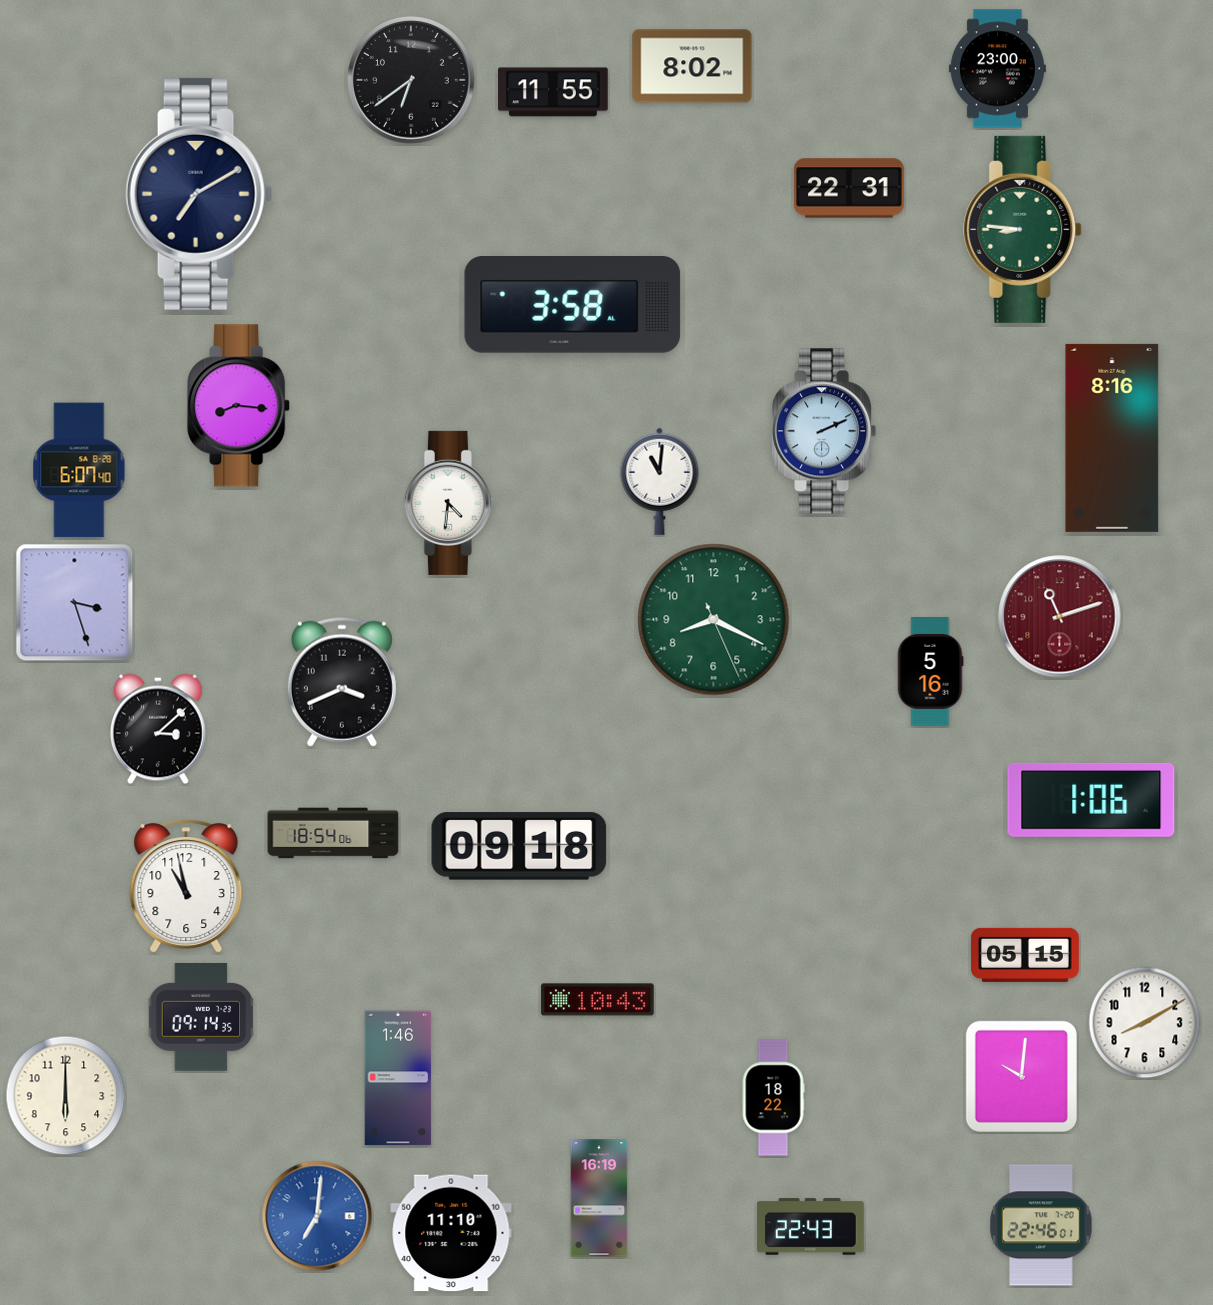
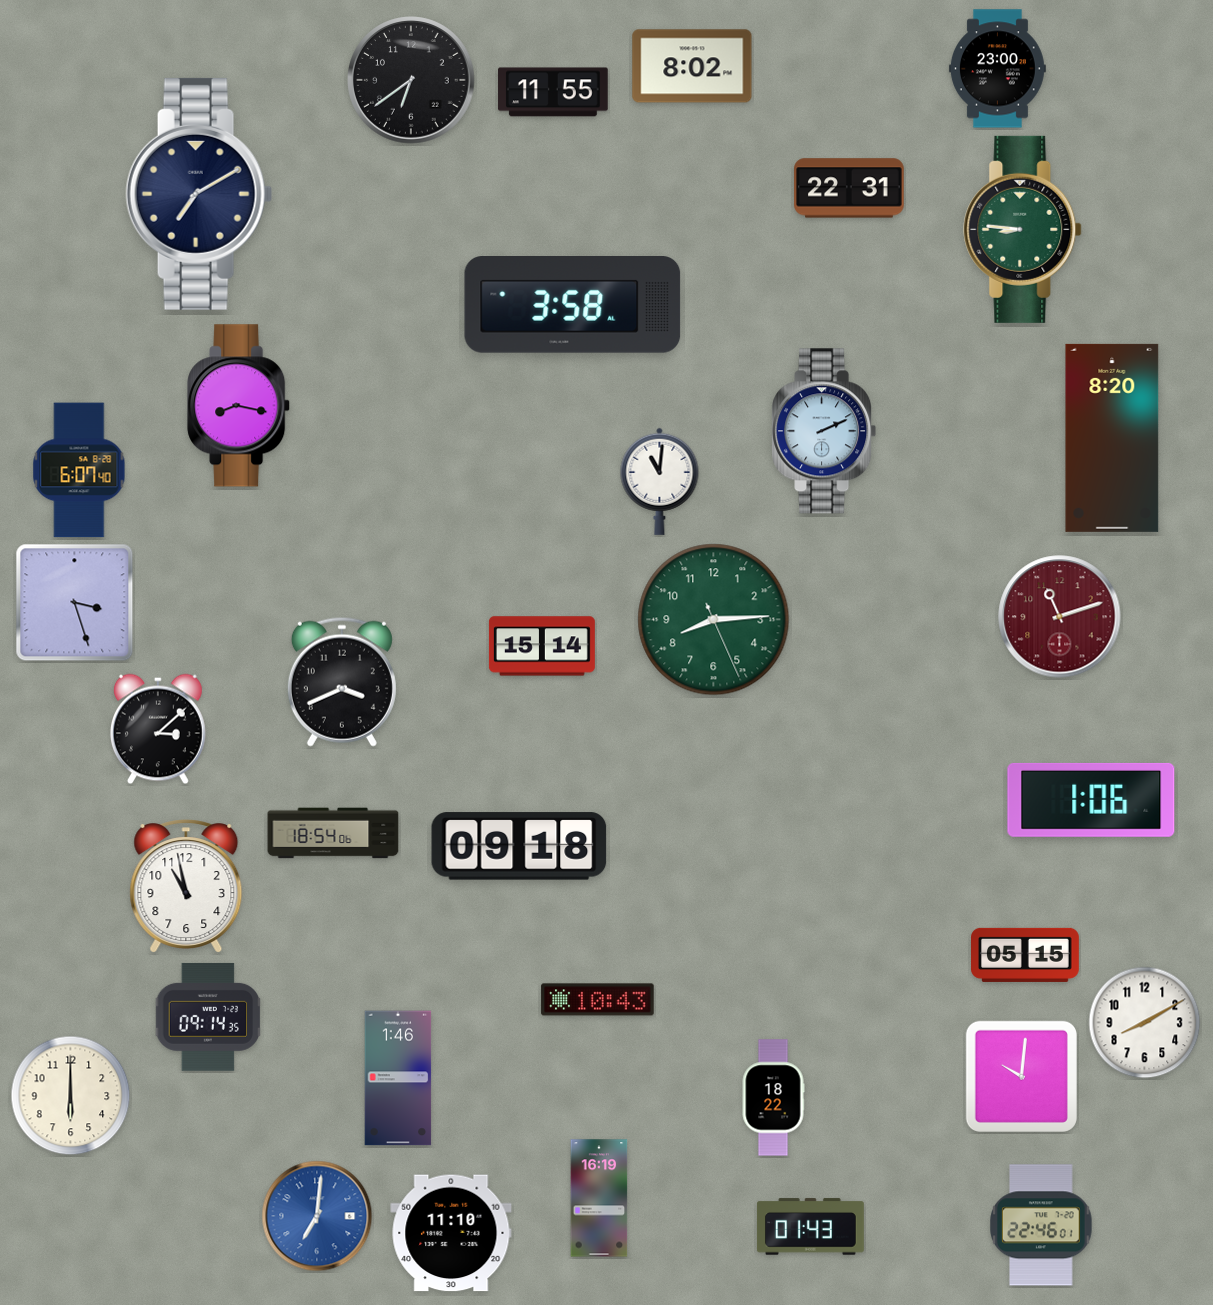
clock at (239, 406): 8:16 -> 8:17
clock at (1112, 438): 8:16 -> 8:20
clock at (450, 503): 4:31 -> none
clock at (714, 620): 8:19 -> 8:14
clock at (542, 646): none -> 15:14
clock at (930, 672): 5:16 -> none
clock at (201, 1017) position: (201, 1017) -> (208, 1017)
clock at (66, 1096) position: (66, 1096) -> (71, 1096)
clock at (810, 1227): 22:43 -> 01:43
